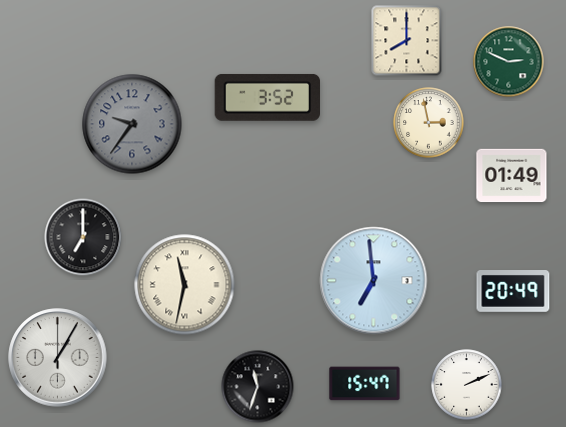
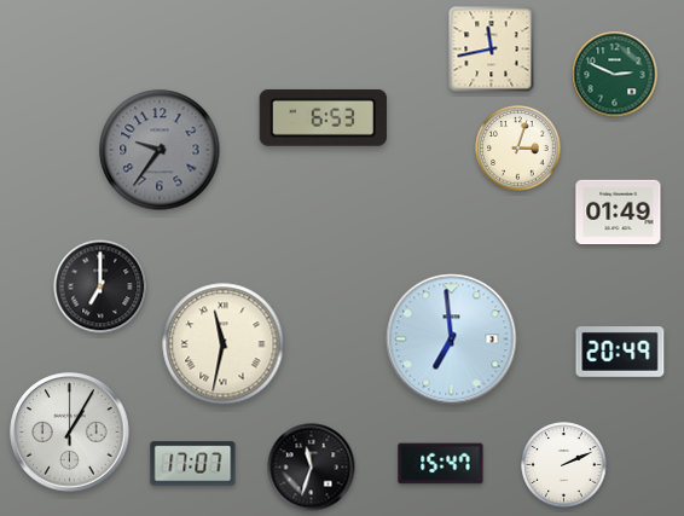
clock at (407, 41): 8:00 -> 11:43
clock at (268, 97): 3:52 -> 6:53
clock at (429, 123): 2:58 -> 3:03
clock at (193, 464): none -> 17:07
